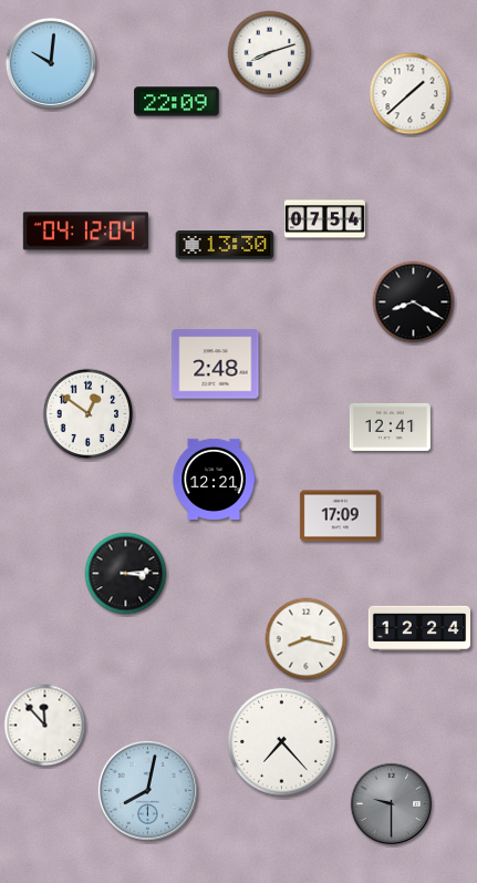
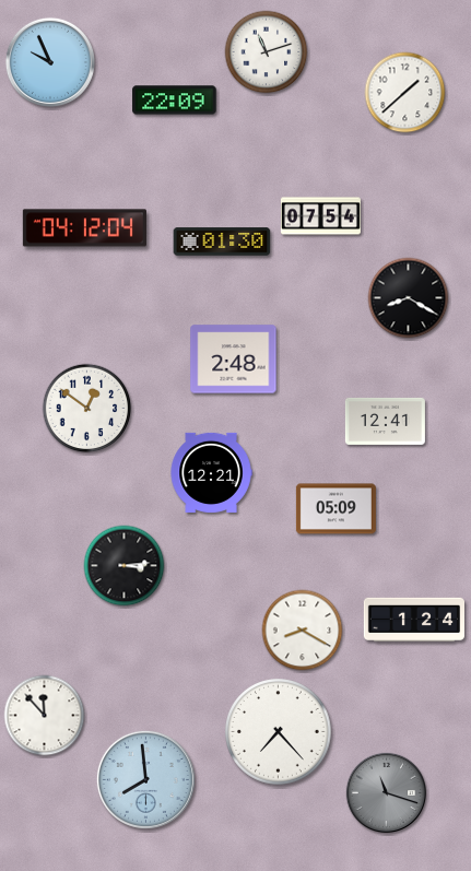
clock at (270, 53): 8:12 -> 11:12
clock at (51, 63): 10:01 -> 9:56
clock at (225, 245): 13:30 -> 01:30
clock at (216, 365) position: (216, 365) -> (234, 360)
clock at (340, 516): 17:09 -> 05:09
clock at (418, 628): 12:24 -> 1:24
clock at (307, 639): 8:17 -> 8:20
clock at (147, 790): 8:02 -> 7:59
clock at (391, 803): 9:30 -> 11:18
